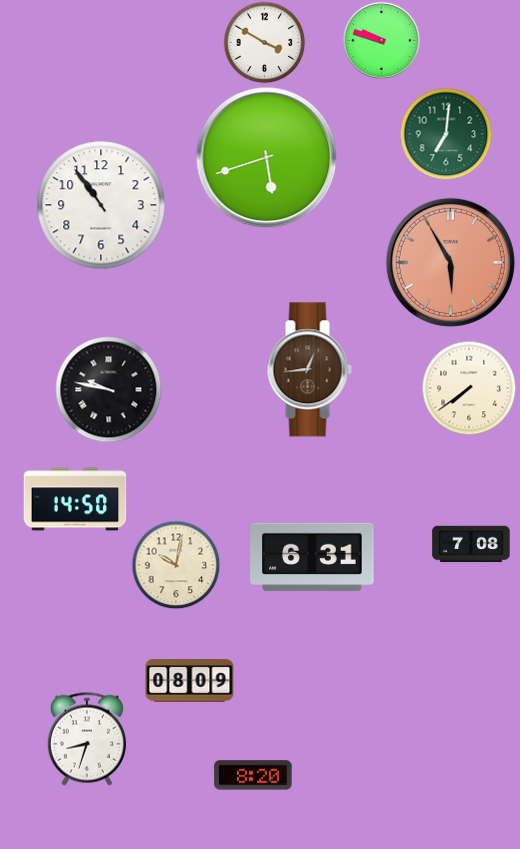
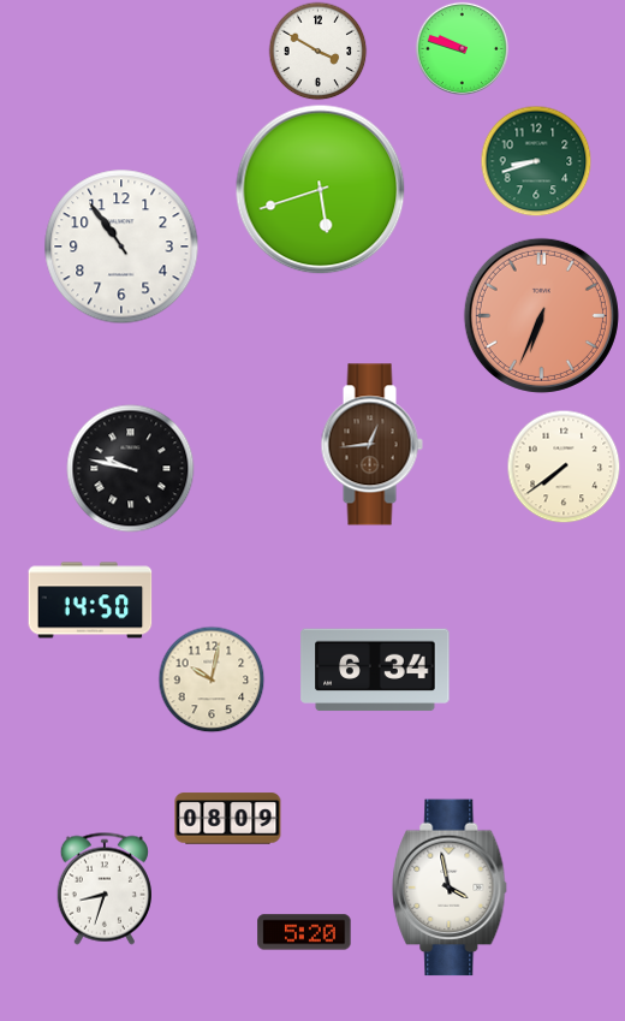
clock at (381, 40) position: (381, 40) -> (462, 48)
clock at (446, 134): 7:01 -> 8:42
clock at (450, 262): 5:55 -> 6:34
clock at (471, 544): 7:08 -> none
clock at (312, 557): 6:31 -> 6:34
clock at (450, 888): none -> 3:58
clock at (253, 775): 8:20 -> 5:20
